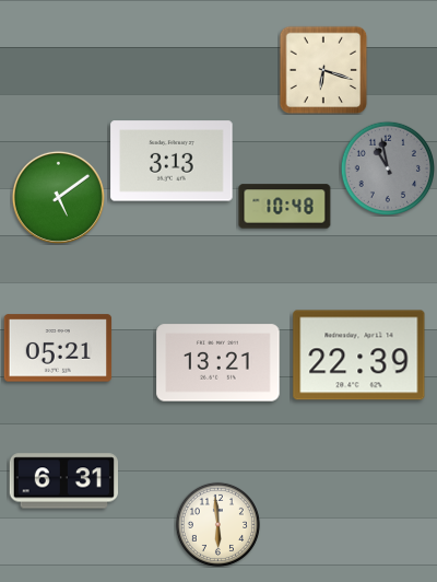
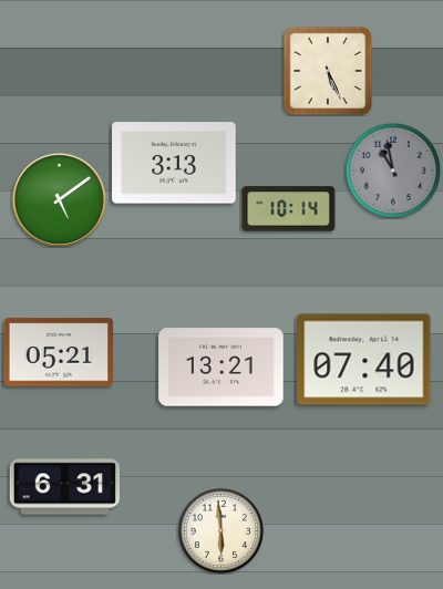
clock at (323, 70): 6:18 -> 5:26
clock at (285, 207): 10:48 -> 10:14
clock at (359, 356): 22:39 -> 07:40
